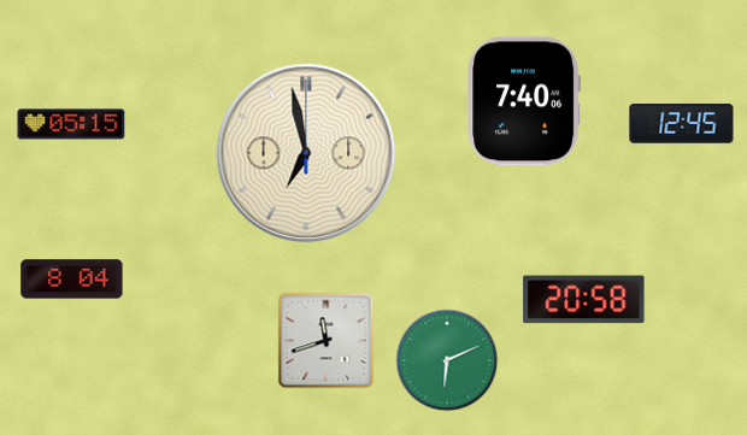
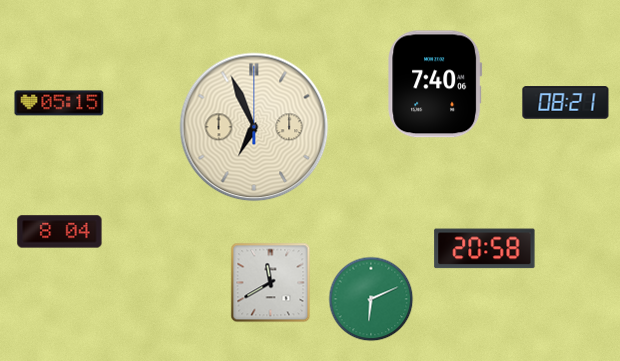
clock at (682, 124): 12:45 -> 08:21
clock at (306, 153): 6:58 -> 6:56
clock at (327, 341): 11:42 -> 11:40
